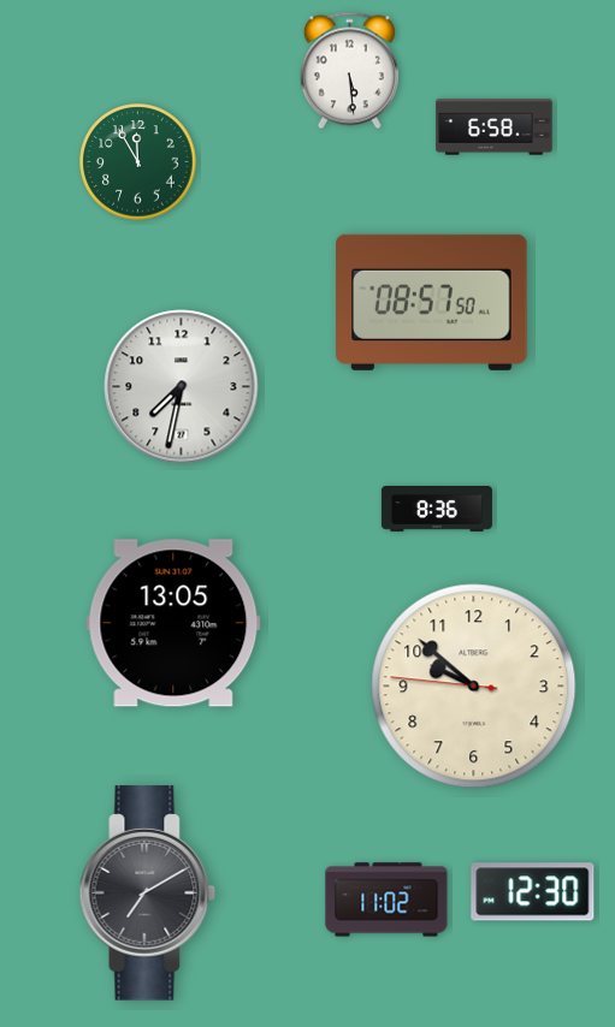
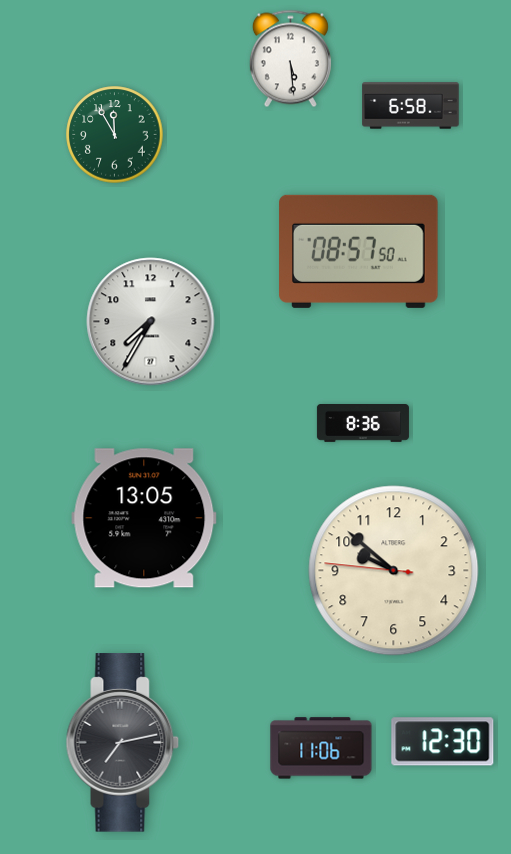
clock at (182, 387): 7:32 -> 7:35
clock at (148, 894): 7:10 -> 7:13
clock at (386, 900): 11:02 -> 11:06
